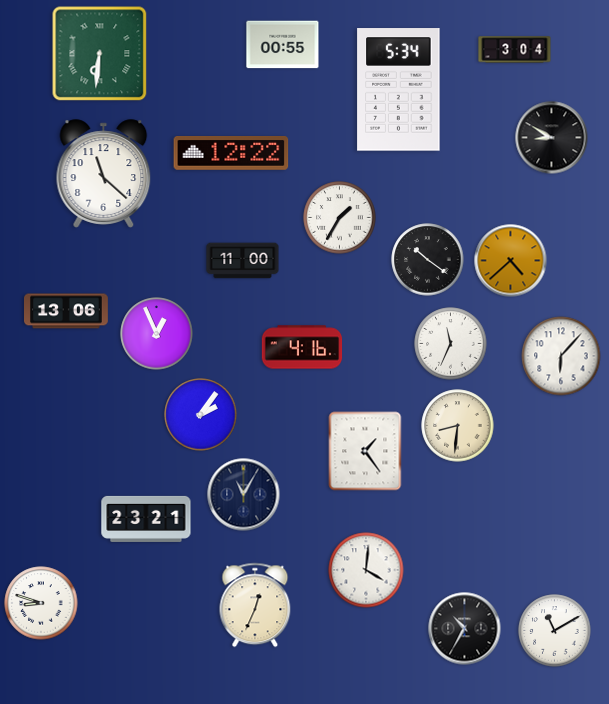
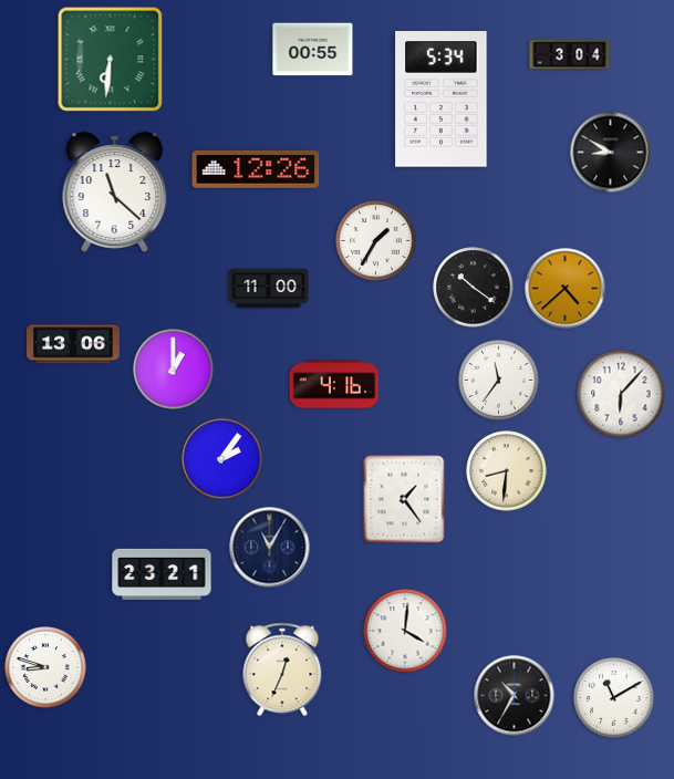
clock at (231, 154): 12:22 -> 12:26
clock at (157, 334): 12:56 -> 1:00
clock at (451, 344): 11:34 -> 11:36
